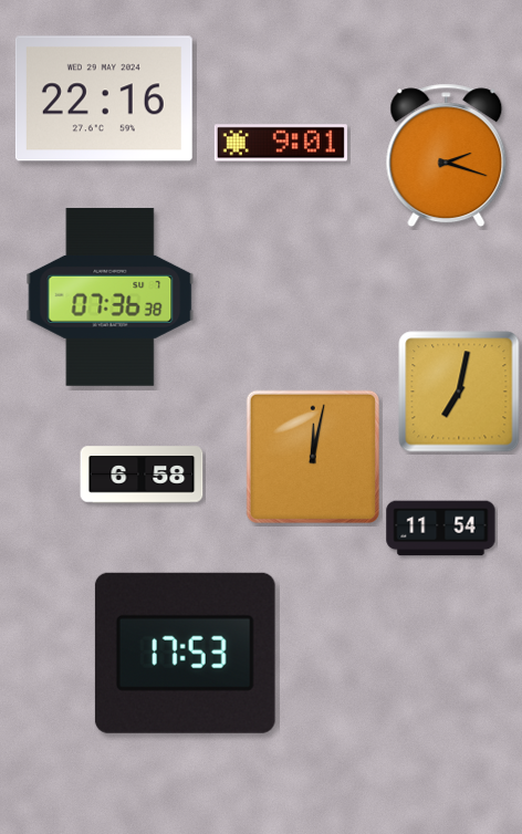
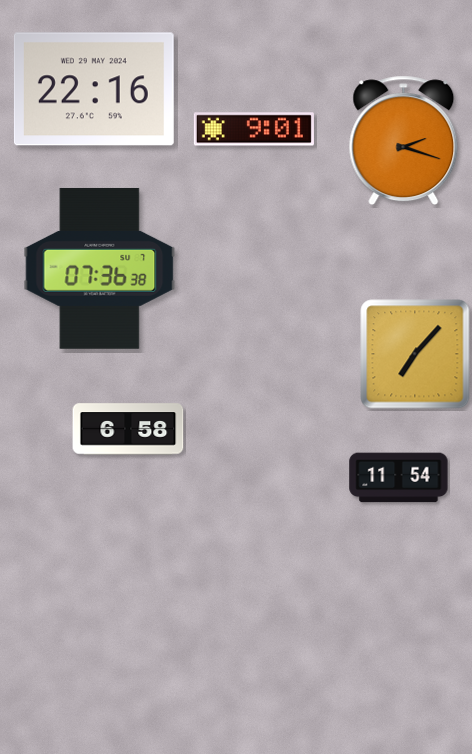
clock at (459, 392): 7:02 -> 7:07
clock at (312, 456): 12:02 -> none
clock at (185, 653): 17:53 -> none
